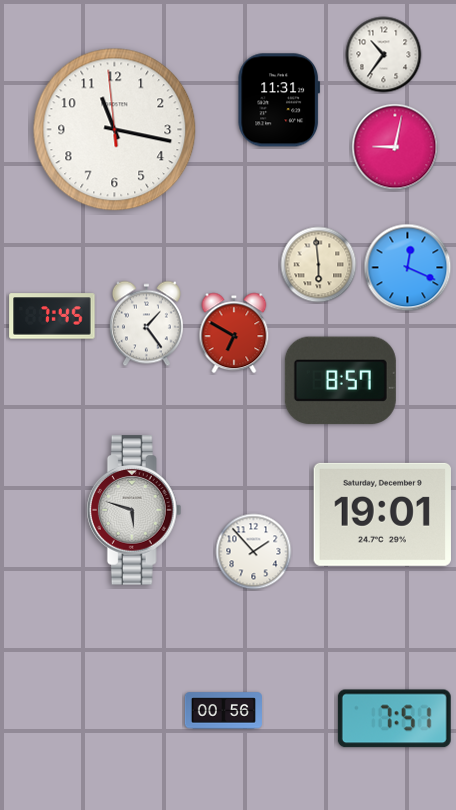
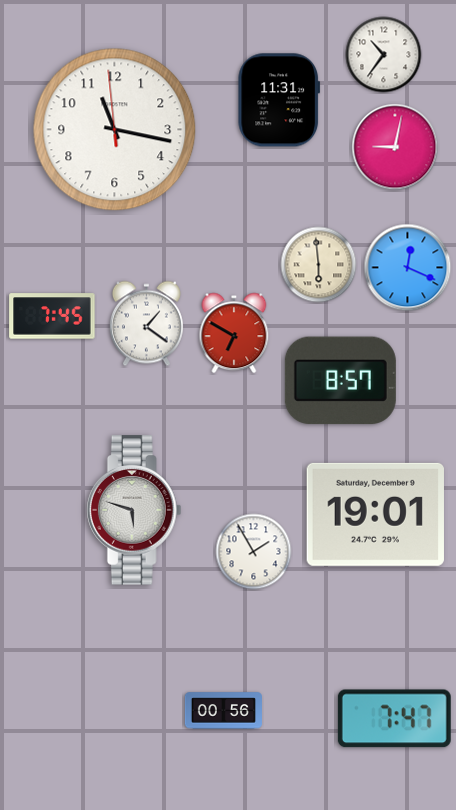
clock at (146, 324): 1:24 -> 1:21
clock at (382, 514) position: (382, 514) -> (375, 514)
clock at (254, 552): 1:53 -> 1:55
clock at (394, 719): 7:51 -> 7:47
